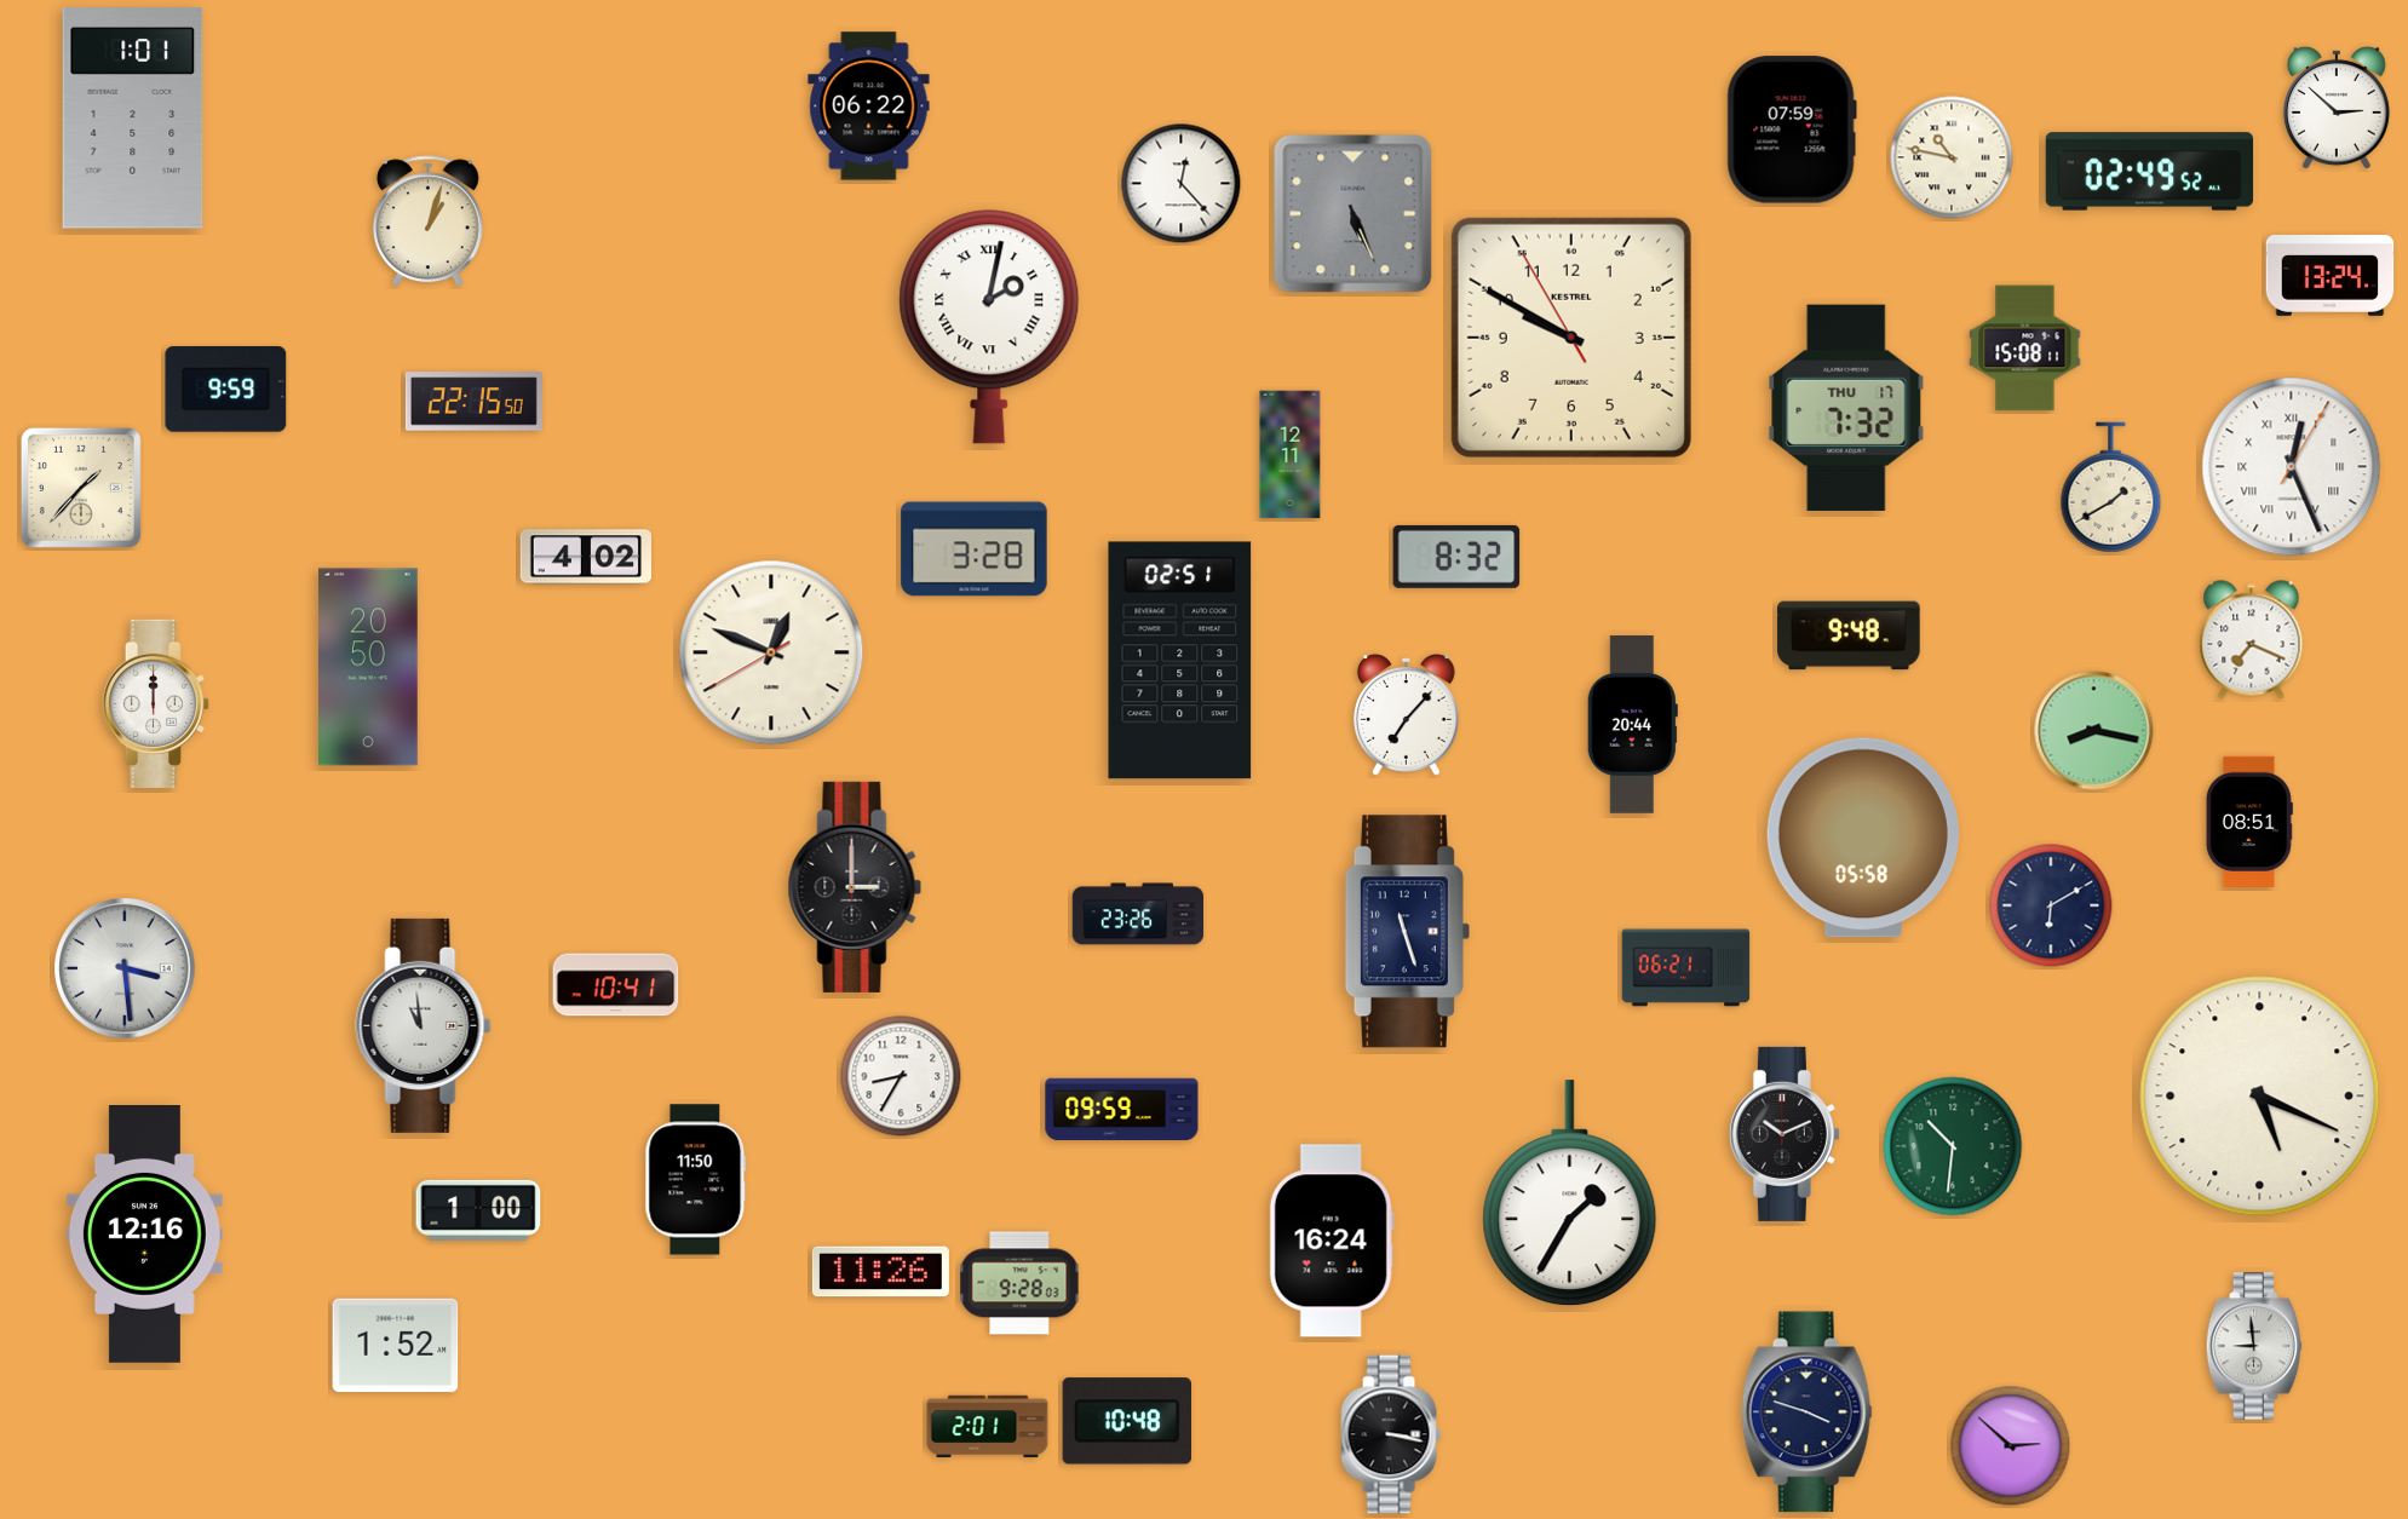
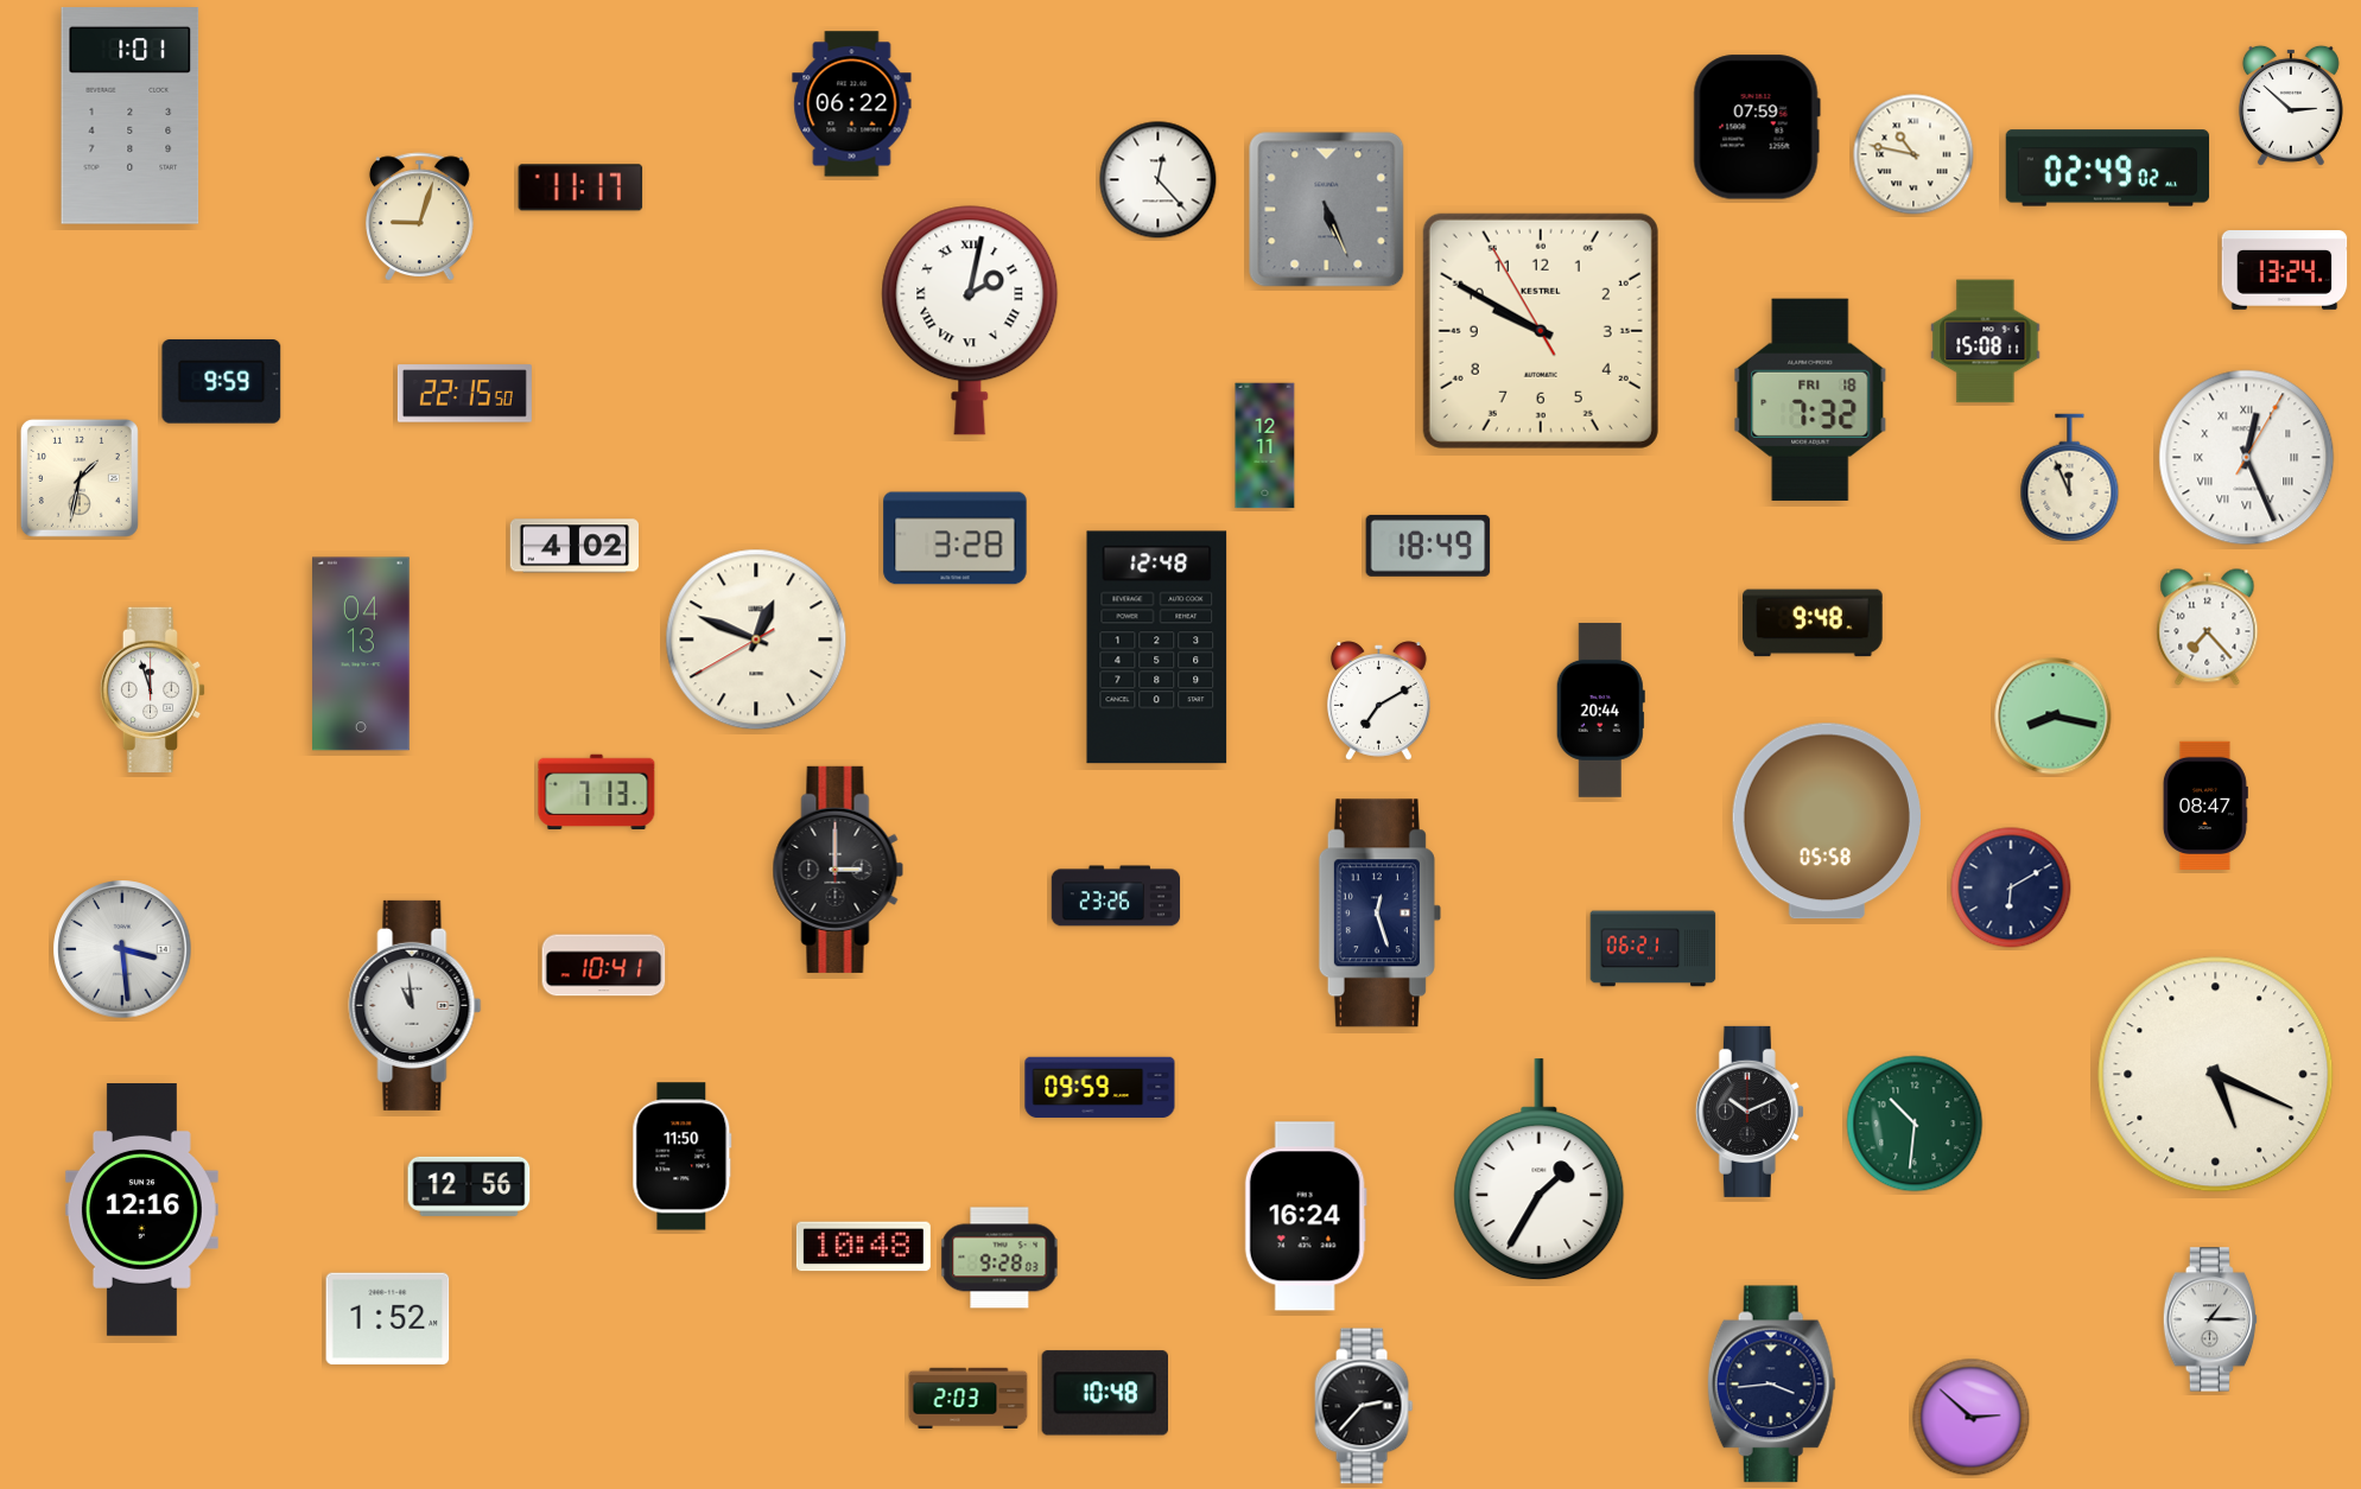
clock at (2150, 172): 02:49:52 -> 02:49:02
clock at (580, 187): none -> 11:17
clock at (427, 221): 1:03 -> 9:03
clock at (1846, 408) date: THU 17 -> FRI 18
clock at (81, 488): 1:37 -> 1:32
clock at (2111, 488): 1:40 -> 11:56
clock at (1456, 557): 8:32 -> 18:49
clock at (2252, 640): 7:19 -> 7:23
clock at (1180, 661): 02:51 -> 12:48
clock at (368, 667): 20:50 -> 04:13
clock at (156, 703): 12:00 -> 11:57
clock at (1407, 715): 7:07 -> 7:10
clock at (597, 791): none -> 7:13
clock at (2249, 822): 08:51 -> 08:47
clock at (1407, 932): 11:27 -> 12:27
clock at (901, 1076): 8:35 -> none
clock at (478, 1210): 1:00 -> 12:56
clock at (880, 1272): 11:26 -> 10:48
clock at (2254, 1346): 8:59 -> 1:15
clock at (1806, 1412): 3:48 -> 3:44
clock at (988, 1427): 2:01 -> 2:03
clock at (1391, 1434): 3:17 -> 2:37
